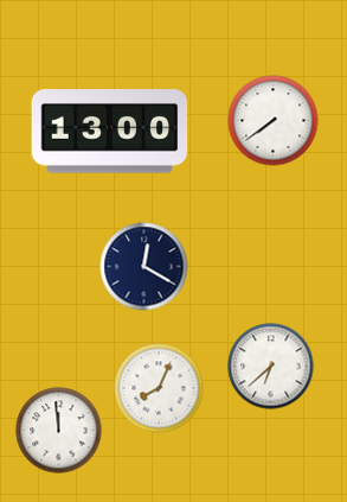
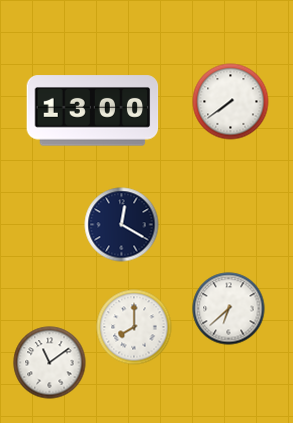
clock at (159, 388): 8:04 -> 8:00
clock at (59, 431): 11:59 -> 11:09
